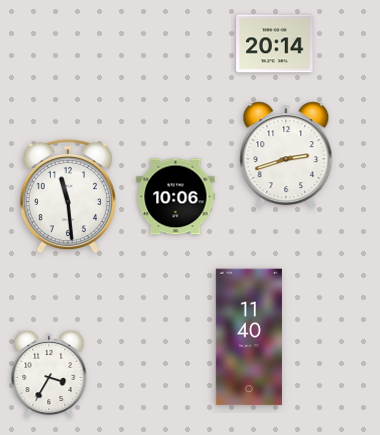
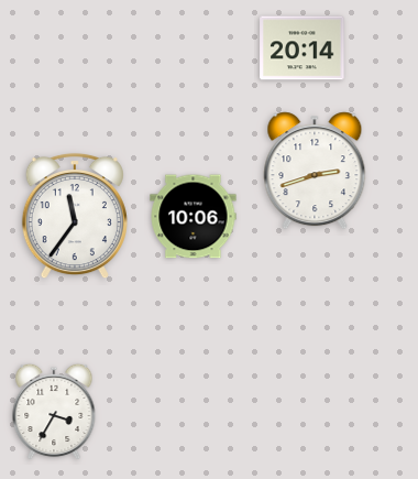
clock at (68, 196): 11:29 -> 11:36
clock at (249, 337): 11:40 -> none
